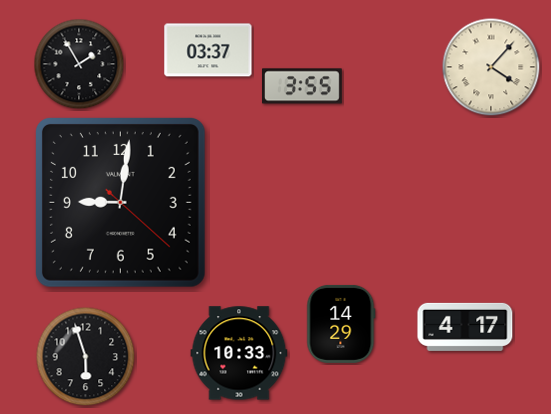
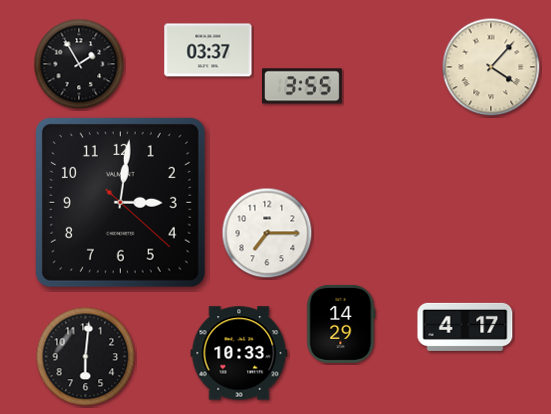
clock at (120, 202): 9:01 -> 3:01
clock at (267, 233): none -> 7:15
clock at (86, 357): 5:57 -> 6:01
